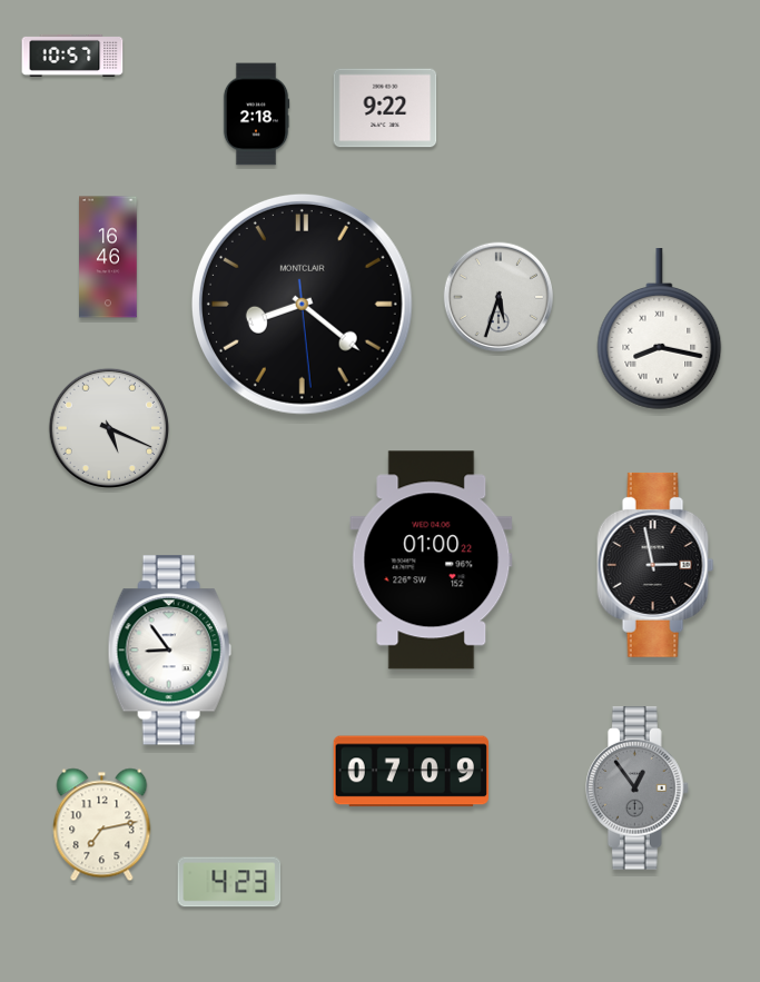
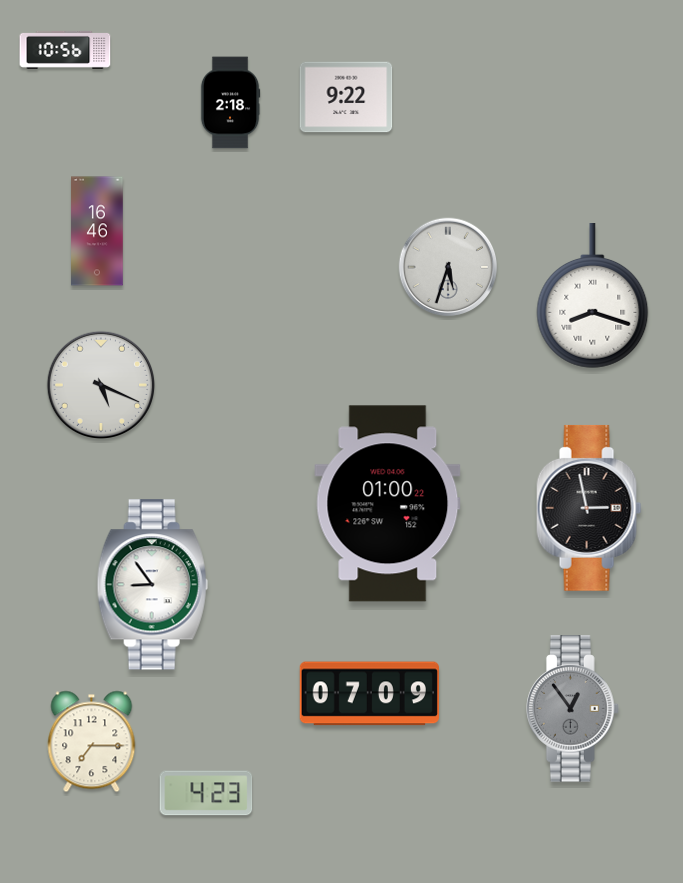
clock at (72, 56): 10:57 -> 10:56
clock at (302, 304): 8:21 -> none
clock at (660, 329): 8:17 -> 8:18
clock at (108, 427) position: (108, 427) -> (100, 384)
clock at (102, 825): 7:13 -> 7:15
